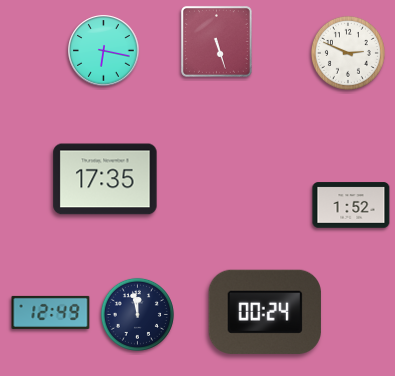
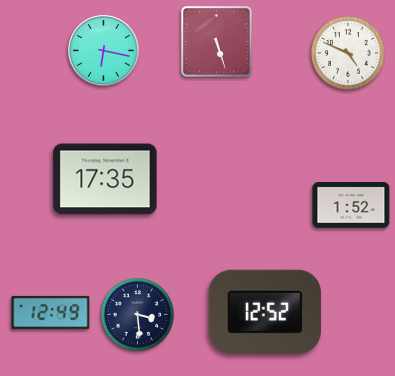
clock at (348, 53): 2:49 -> 4:49
clock at (265, 312): 00:24 -> 12:52
clock at (137, 314): 11:58 -> 3:29
